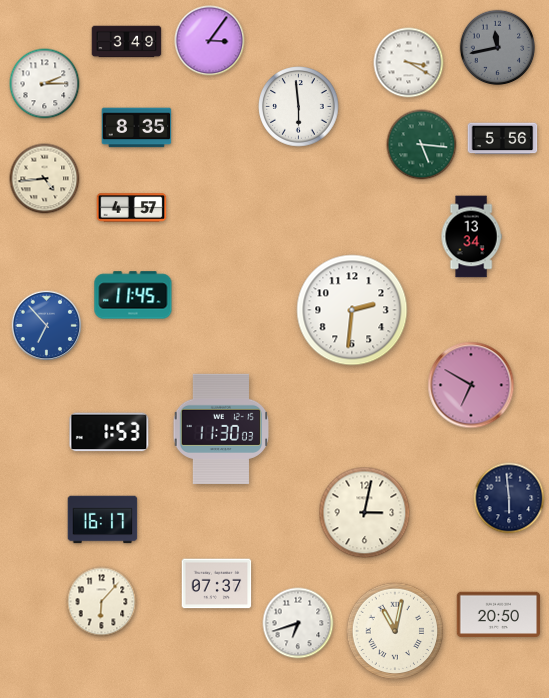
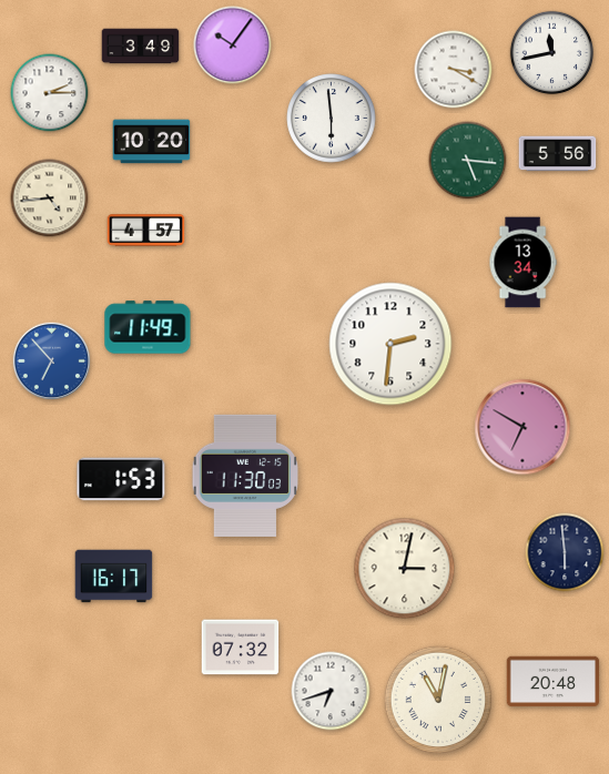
clock at (210, 41): 3:06 -> 10:06
clock at (498, 48) dial: grey -> white
clock at (137, 128): 8:35 -> 10:20
clock at (133, 295): 11:45 -> 11:49
clock at (217, 584): 07:37 -> 07:32
clock at (102, 602): 6:07 -> none
clock at (499, 615): 20:50 -> 20:48
